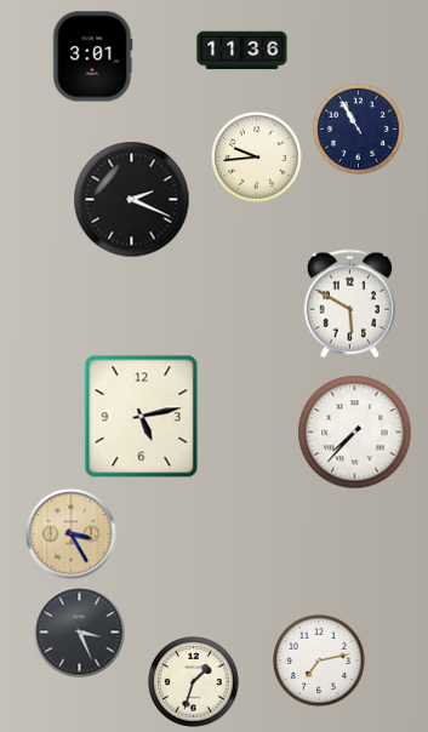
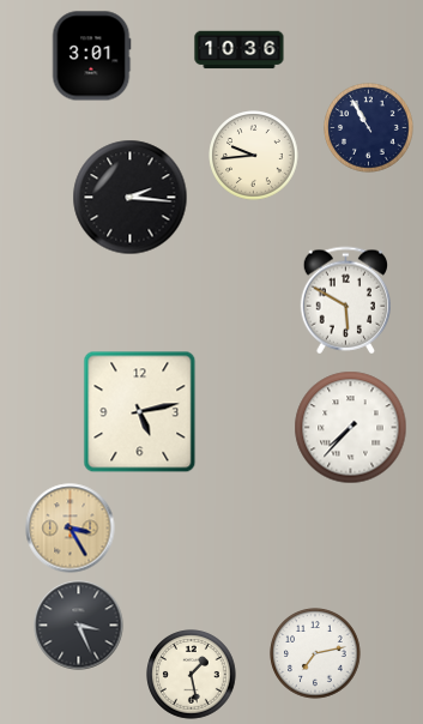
clock at (242, 51): 11:36 -> 10:36
clock at (359, 130) position: (359, 130) -> (369, 128)
clock at (132, 200): 2:19 -> 2:16
clock at (194, 682): 1:33 -> 1:28
